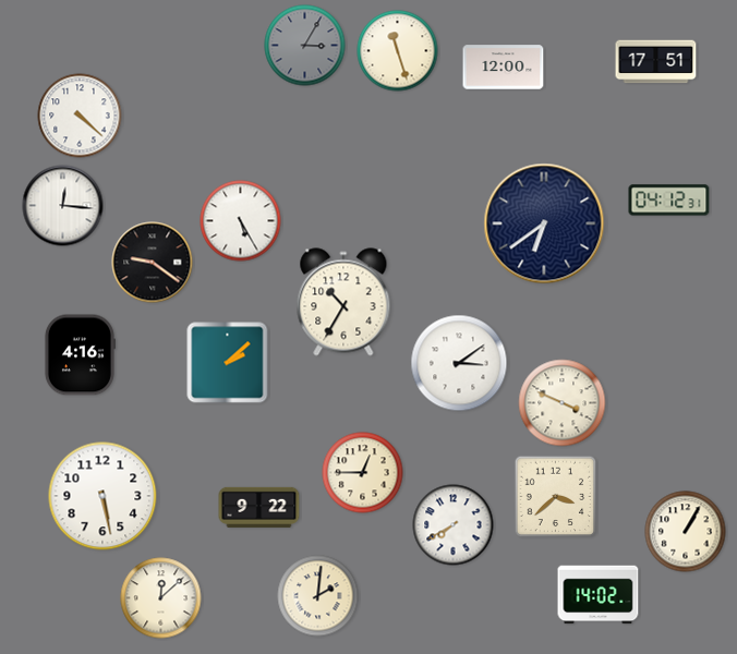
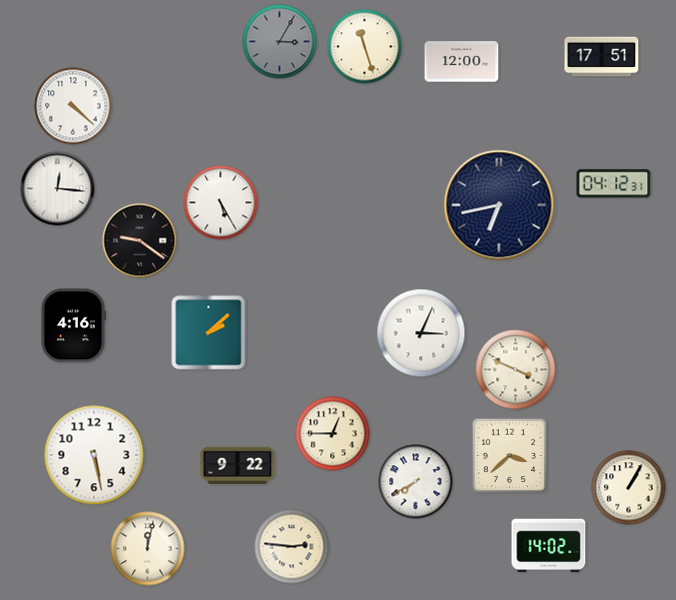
clock at (544, 223): 6:39 -> 6:43
clock at (343, 302): 10:35 -> none
clock at (459, 363): 3:09 -> 3:04
clock at (318, 596): 2:01 -> 2:46
clock at (161, 598): 12:08 -> 12:02
